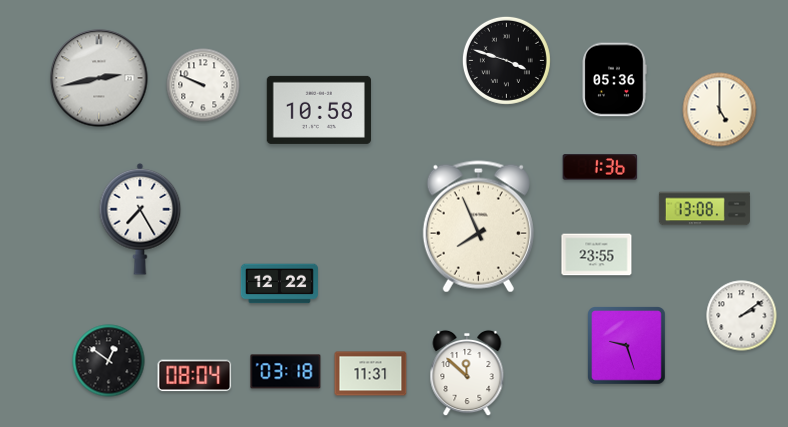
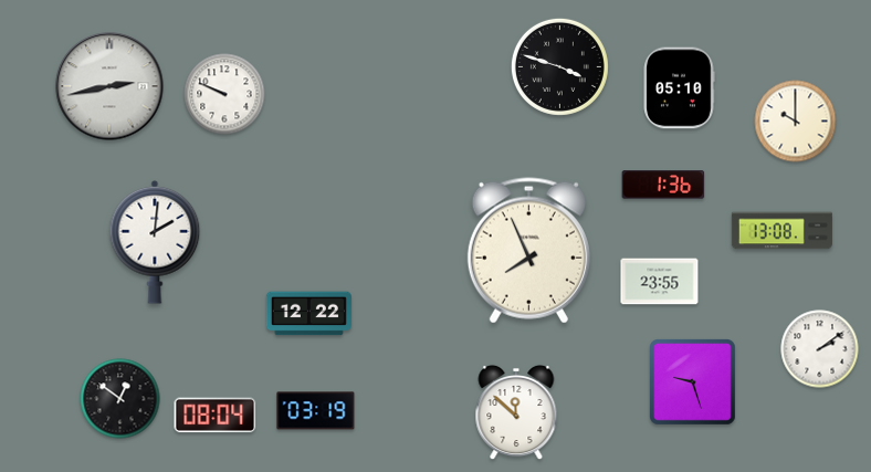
clock at (614, 80): 05:36 -> 05:10
clock at (319, 110): 10:58 -> none
clock at (720, 110): 5:00 -> 10:00
clock at (704, 209) position: (704, 209) -> (781, 231)
clock at (140, 219): 7:25 -> 2:01
clock at (286, 372): 03:18 -> 03:19
clock at (371, 374): 11:31 -> none
